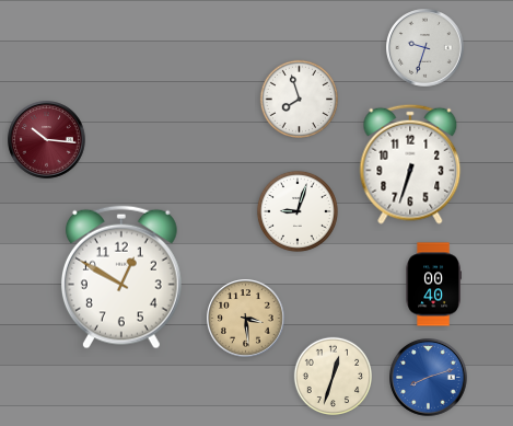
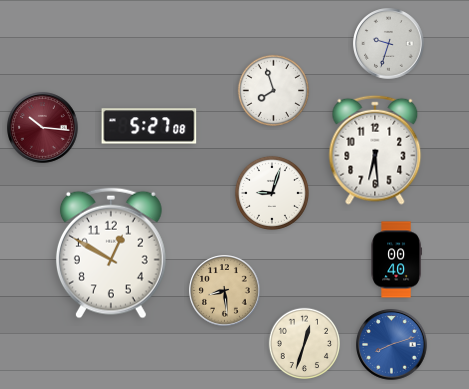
clock at (149, 126): none -> 5:27
clock at (410, 164): 6:33 -> 6:29
clock at (246, 319): 3:29 -> 8:29
